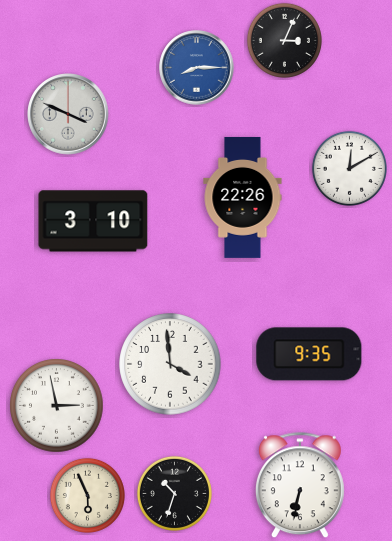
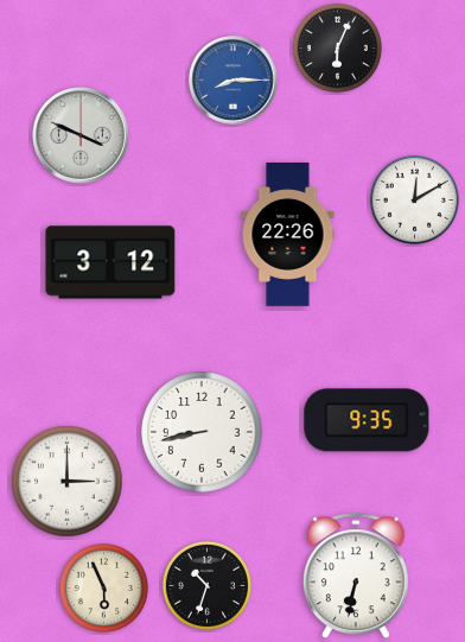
clock at (284, 40): 3:04 -> 6:04
clock at (93, 221): 3:10 -> 3:12
clock at (170, 364): 3:59 -> 8:43
clock at (57, 406): 2:58 -> 3:00
